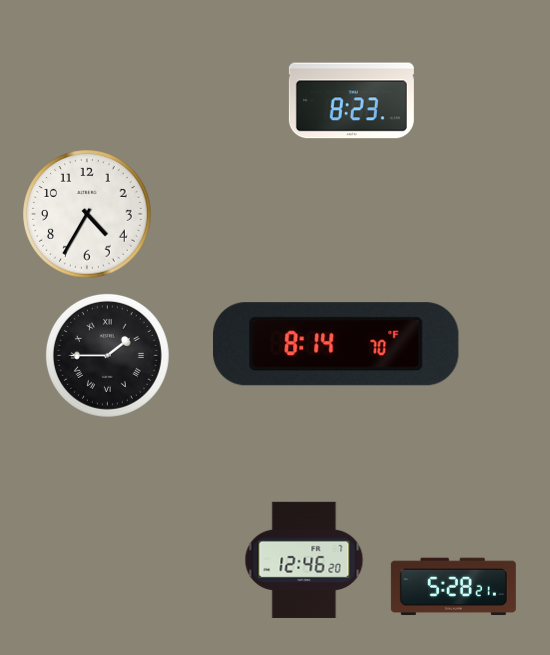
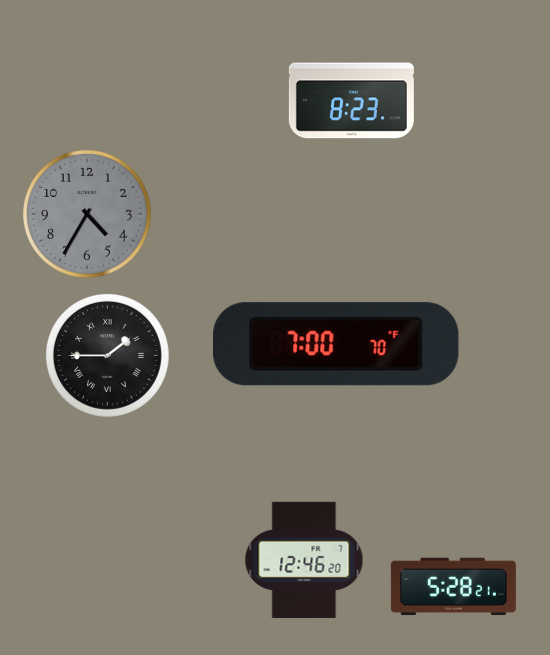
clock at (87, 214) dial: white -> grey
clock at (337, 344): 8:14 -> 7:00
